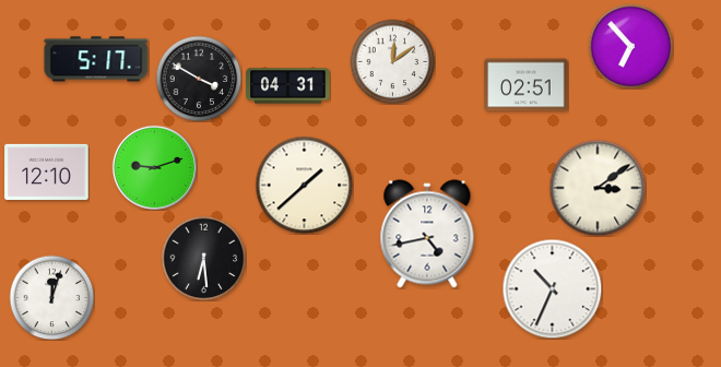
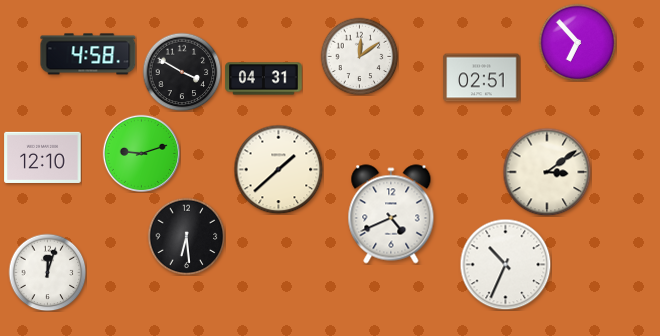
clock at (96, 59): 5:17 -> 4:58
clock at (427, 234): 4:43 -> 4:41
